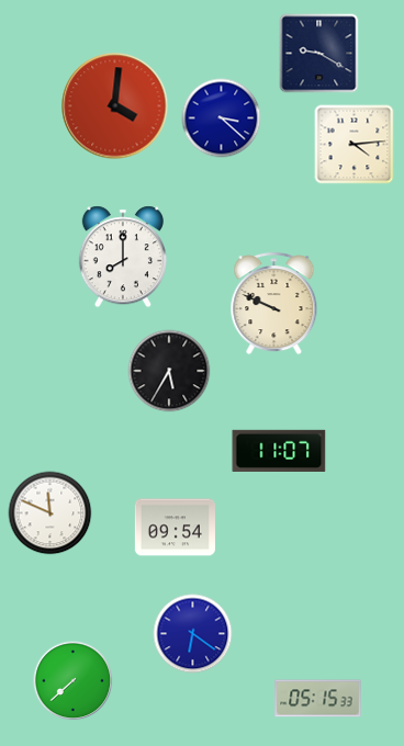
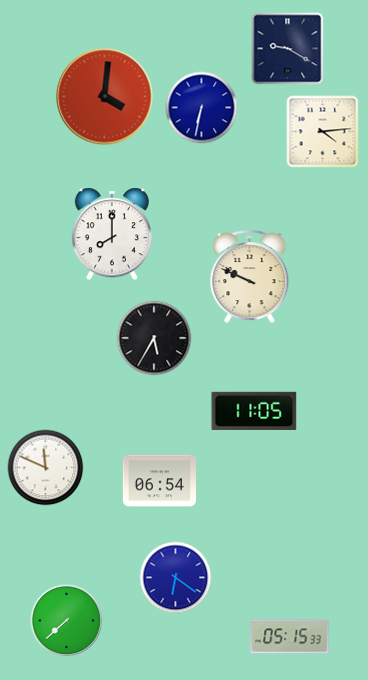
clock at (319, 54) position: (319, 54) -> (288, 49)
clock at (222, 118): 3:22 -> 6:32
clock at (279, 451): 11:07 -> 11:05
clock at (175, 528): 09:54 -> 06:54
